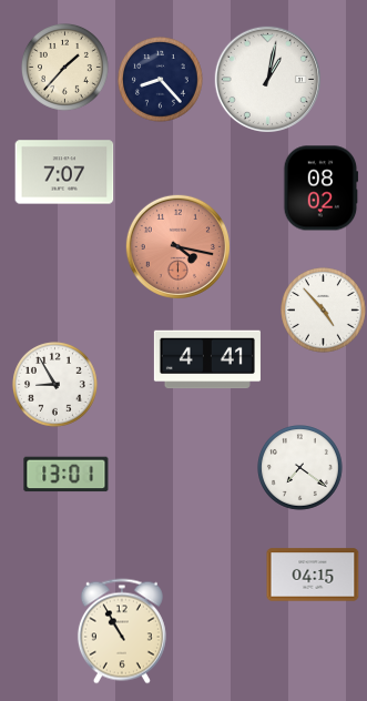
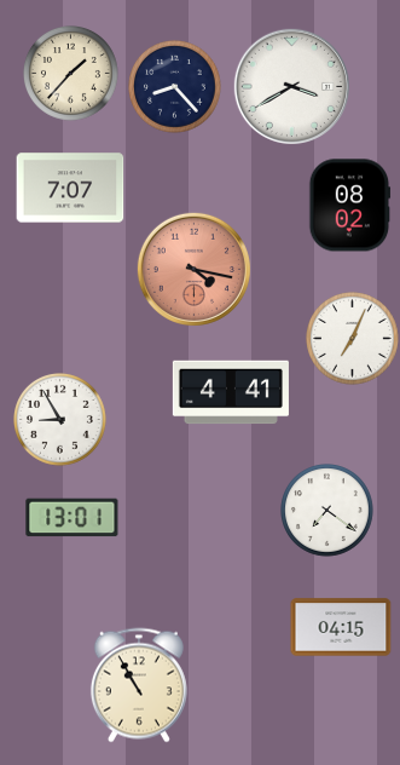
clock at (267, 79): 1:02 -> 3:40
clock at (324, 311): 4:53 -> 7:04
clock at (207, 359) position: (207, 359) -> (231, 392)
clock at (122, 631) position: (122, 631) -> (139, 685)
